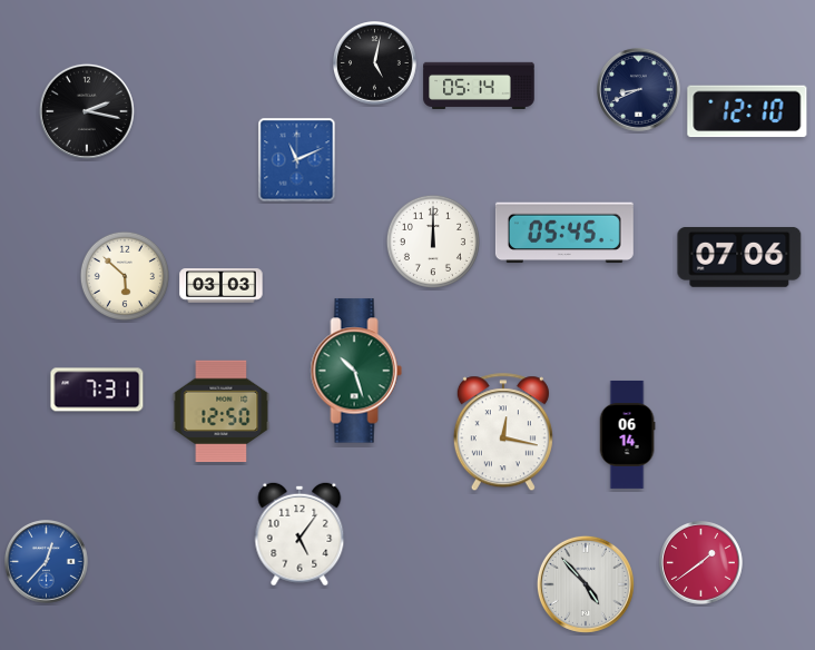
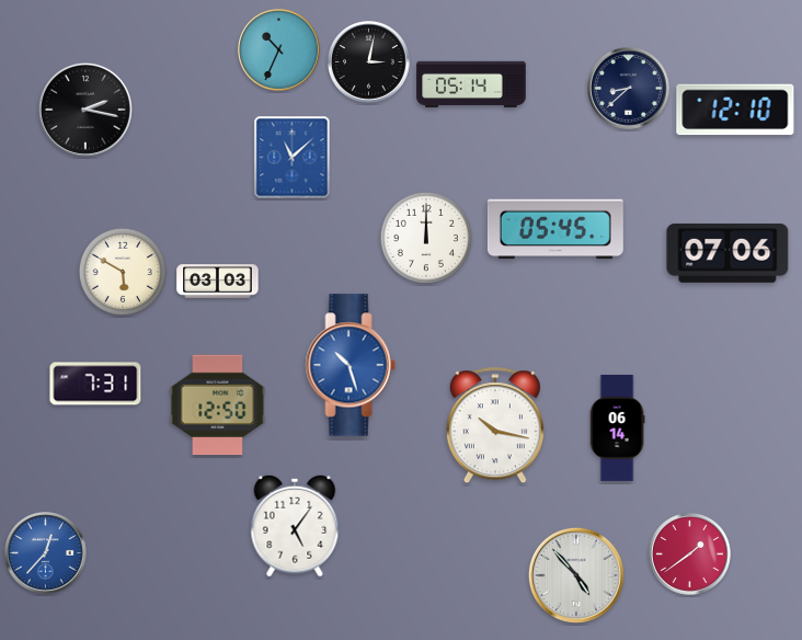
clock at (279, 50): none -> 10:34
clock at (375, 63): 5:02 -> 3:02
clock at (639, 90): 8:41 -> 8:38
clock at (297, 160): 11:11 -> 11:08
clock at (125, 276): 5:52 -> 5:50
clock at (356, 371) dial: green -> blue
clock at (503, 433): 12:17 -> 10:17
